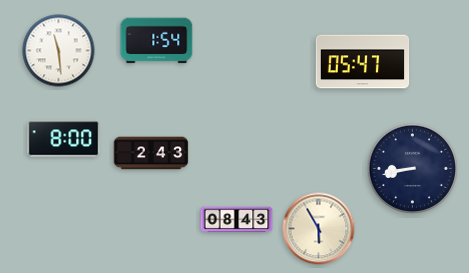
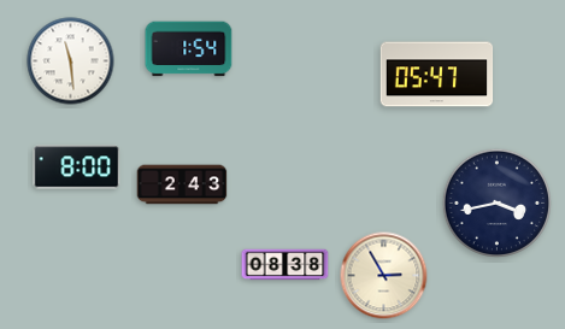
clock at (412, 168): 8:43 -> 3:43
clock at (237, 220): 08:43 -> 08:38
clock at (319, 229): 5:55 -> 2:55
